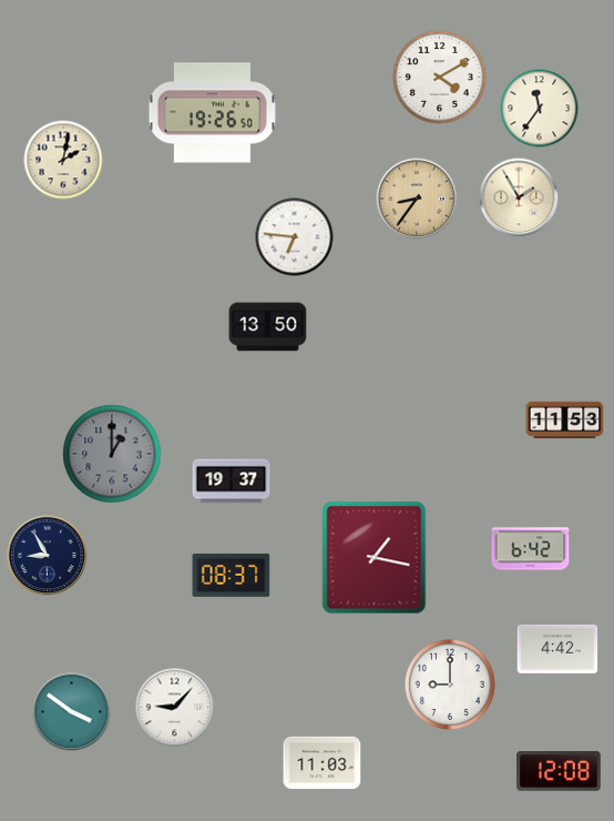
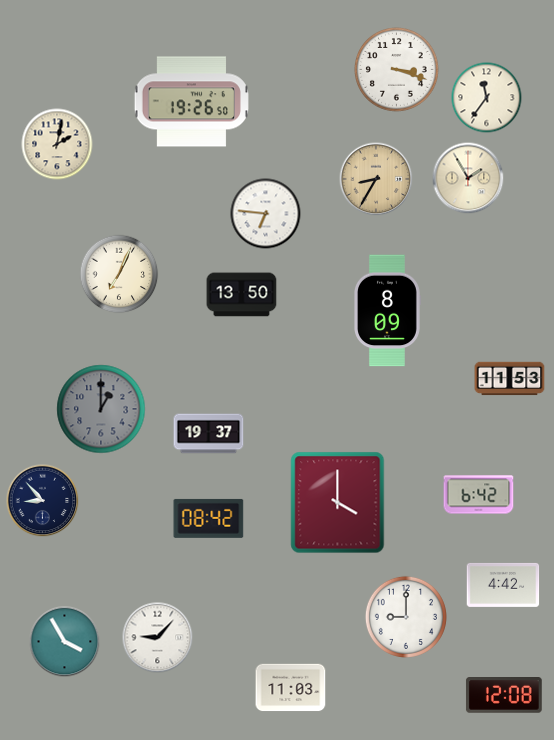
clock at (440, 78): 4:10 -> 3:18
clock at (417, 199): 8:36 -> 8:35
clock at (119, 274): none -> 7:04
clock at (388, 311): none -> 8:09
clock at (48, 556): 8:55 -> 8:53
clock at (375, 558): 1:17 -> 4:00
clock at (232, 575): 08:37 -> 08:42
clock at (72, 712): 3:51 -> 3:55
